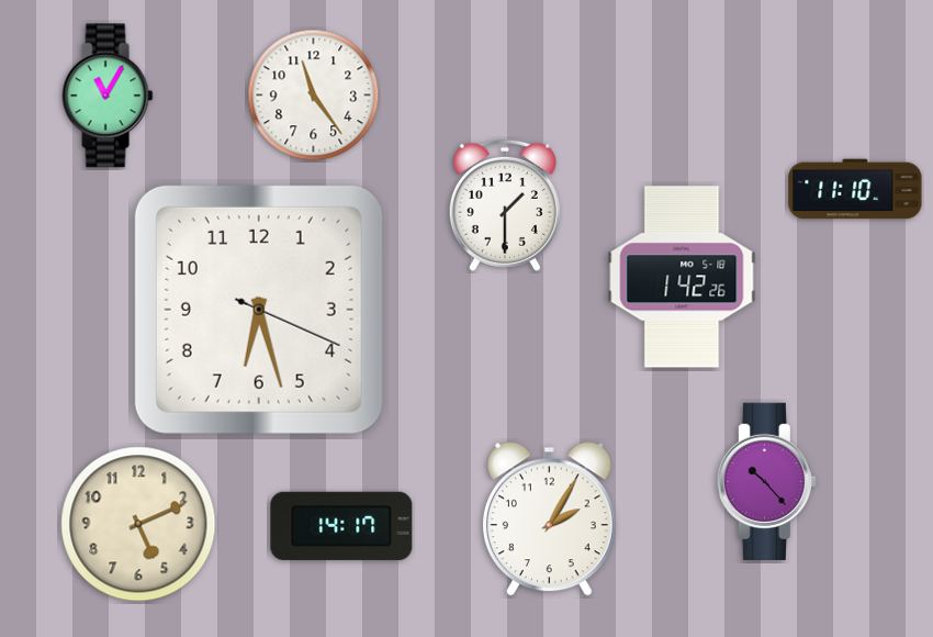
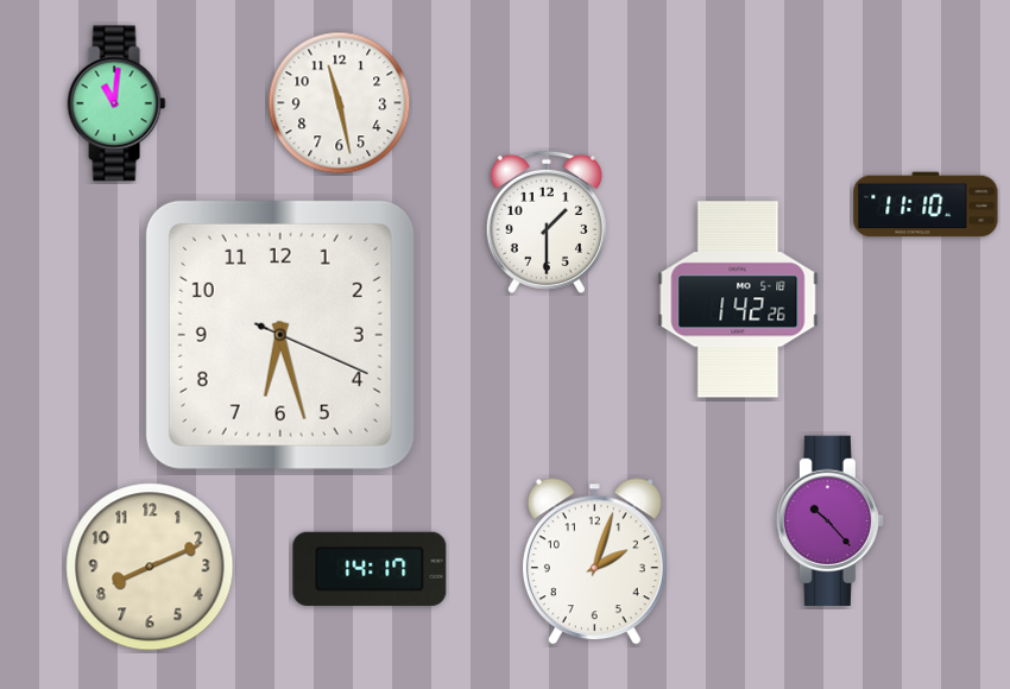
clock at (108, 96): 11:05 -> 11:01
clock at (314, 96): 11:24 -> 11:28
clock at (549, 519): 2:05 -> 2:03
clock at (138, 524): 5:11 -> 8:11
